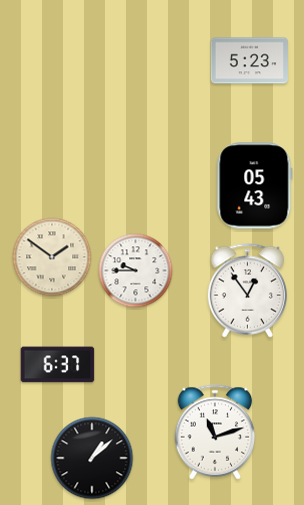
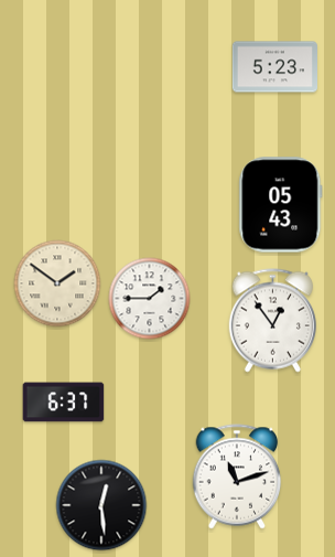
clock at (136, 271): 9:45 -> 1:45
clock at (92, 458): 1:08 -> 12:29
